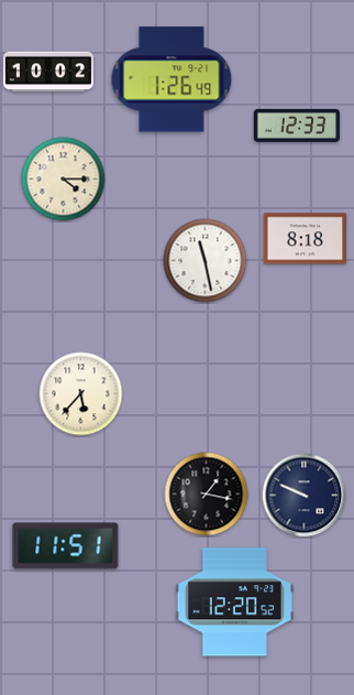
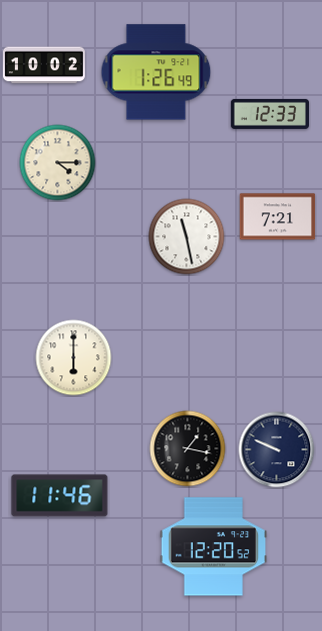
clock at (306, 239): 8:18 -> 7:21
clock at (81, 394): 5:37 -> 6:00
clock at (66, 546): 11:51 -> 11:46
